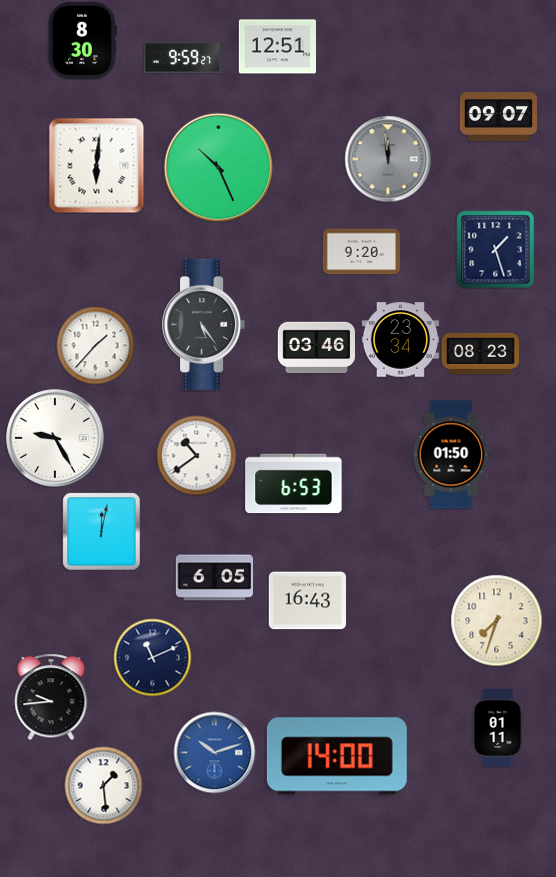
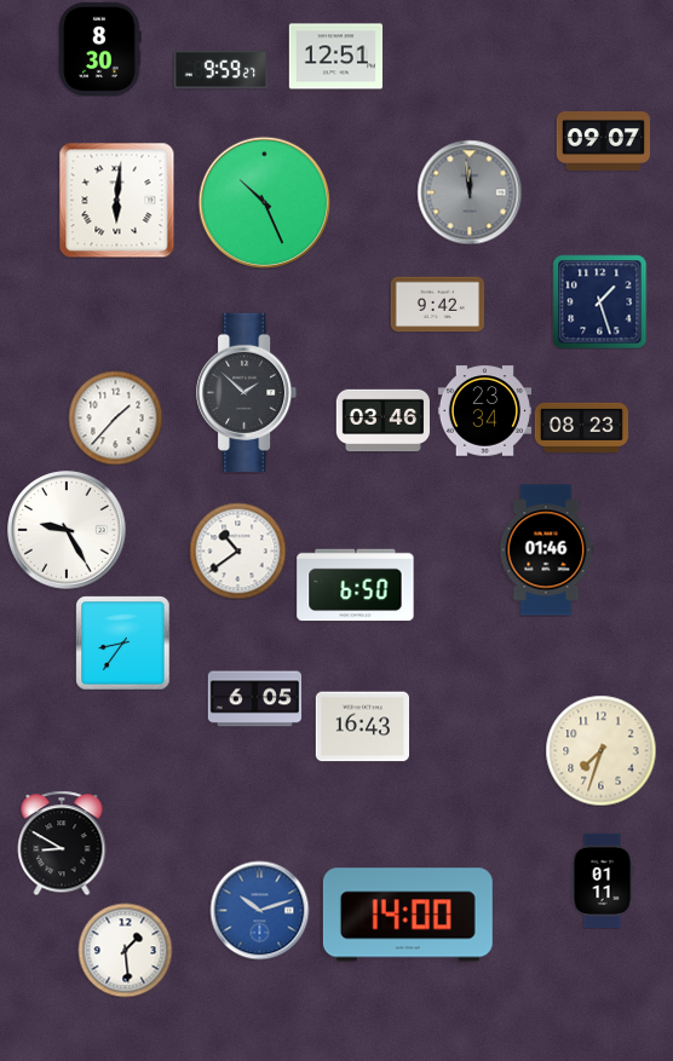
clock at (361, 252): 9:20 -> 9:42
clock at (204, 324): 5:24 -> 1:52
clock at (451, 455): 01:50 -> 01:46
clock at (294, 484): 6:53 -> 6:50
clock at (101, 531): 12:02 -> 8:36
clock at (214, 578) position: (214, 578) -> (254, 699)
clock at (307, 601) position: (307, 601) -> (362, 727)
clock at (152, 657): 11:11 -> none
clock at (51, 697): 9:44 -> 8:50
